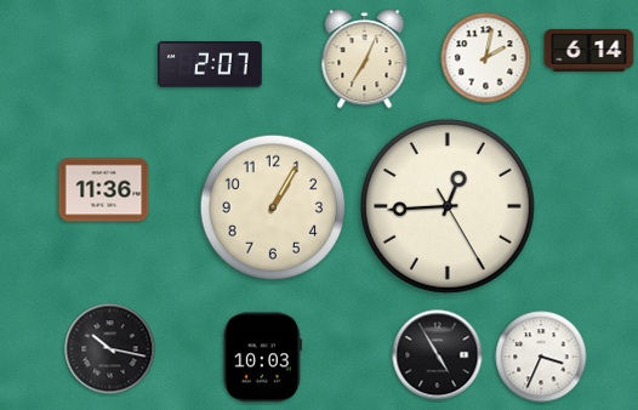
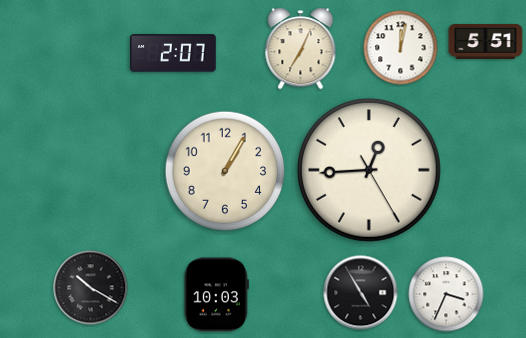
clock at (589, 50): 6:14 -> 5:51
clock at (486, 58): 2:02 -> 12:02
clock at (104, 190): 11:36 -> none
clock at (110, 349): 10:17 -> 10:20
